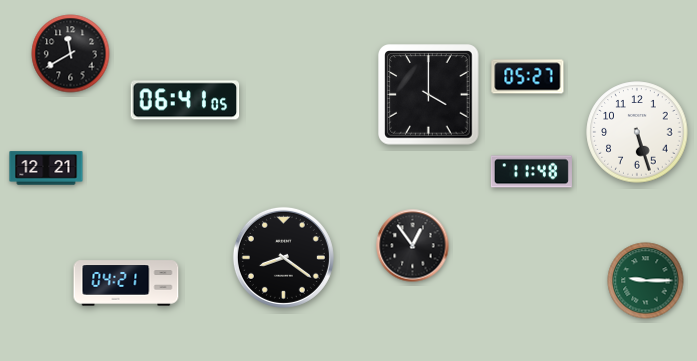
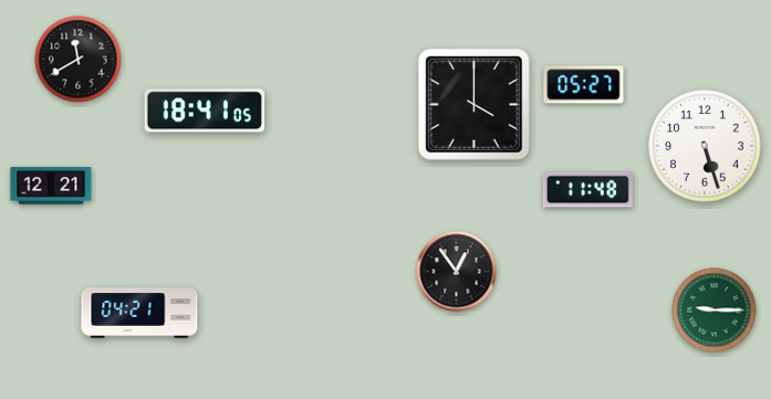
clock at (185, 100): 06:41 -> 18:41
clock at (283, 257): 8:21 -> none
